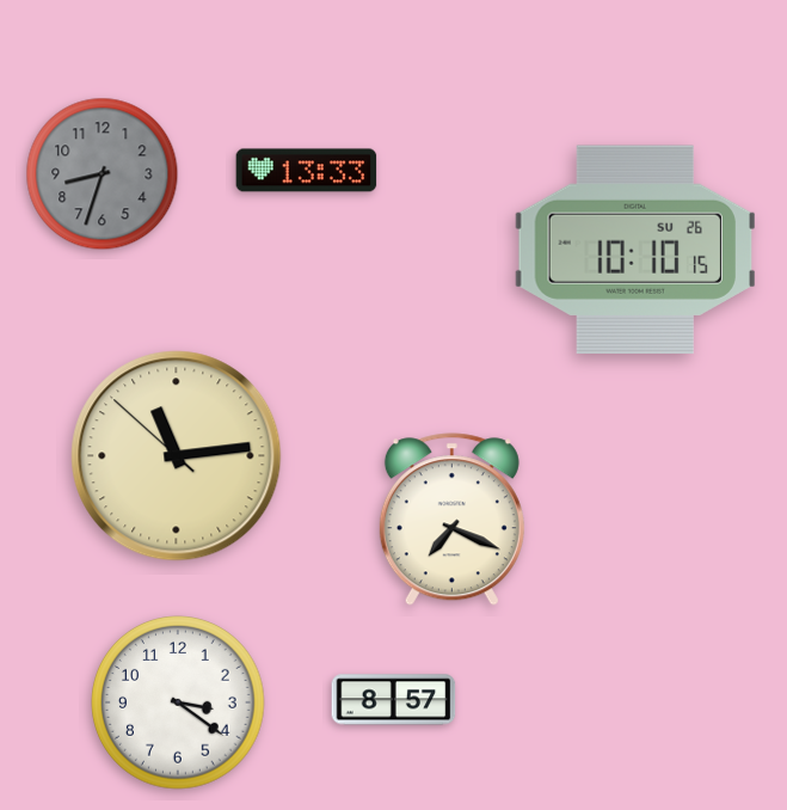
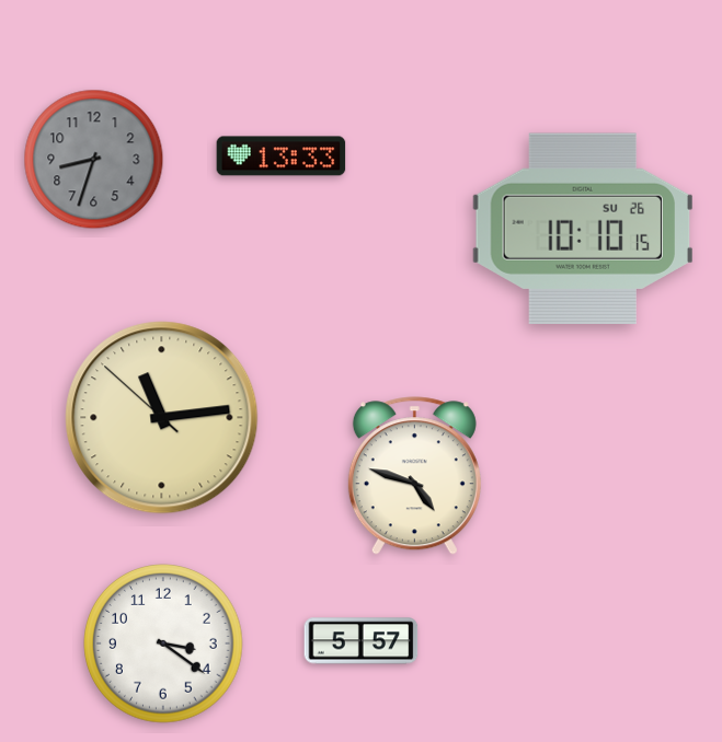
clock at (451, 520): 7:19 -> 4:48
clock at (394, 700): 8:57 -> 5:57
